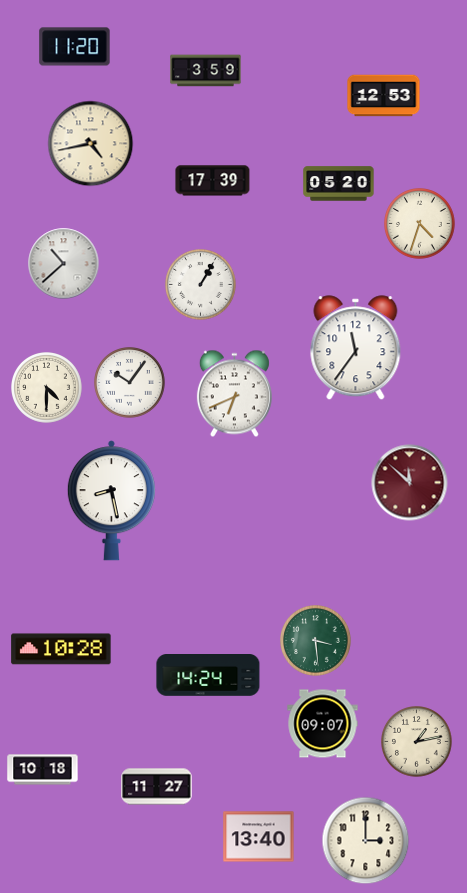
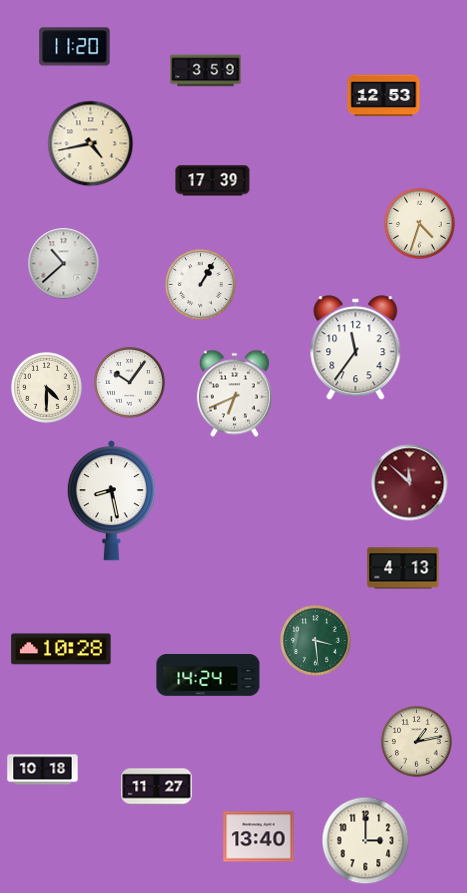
clock at (339, 184): 05:20 -> none
clock at (403, 568): none -> 4:13
clock at (323, 724): 09:07 -> none
